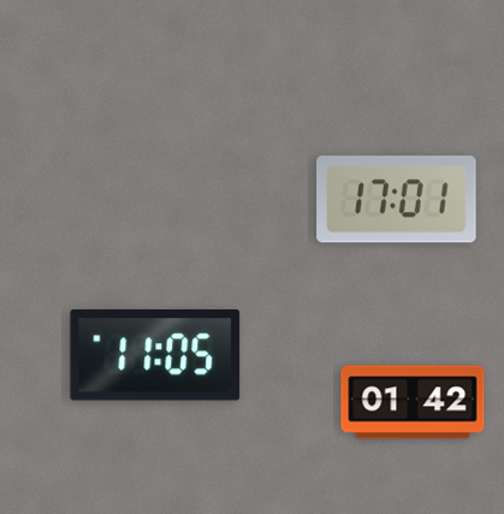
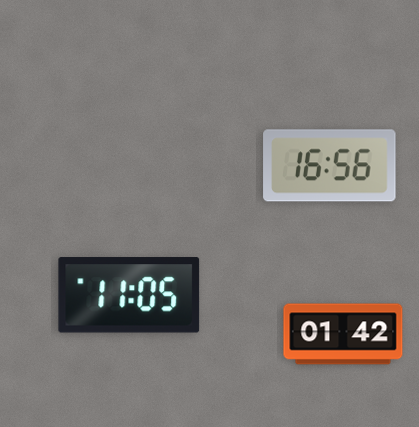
clock at (397, 200): 17:01 -> 16:56
